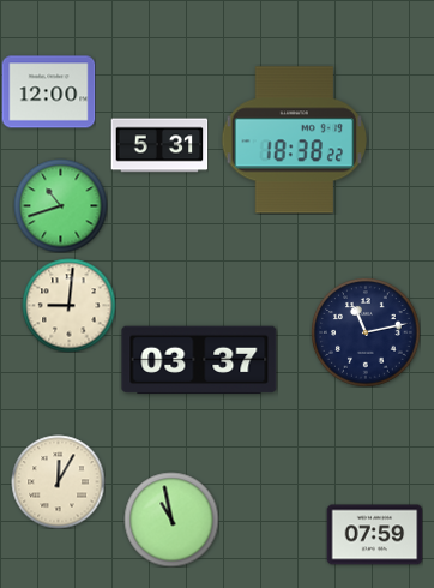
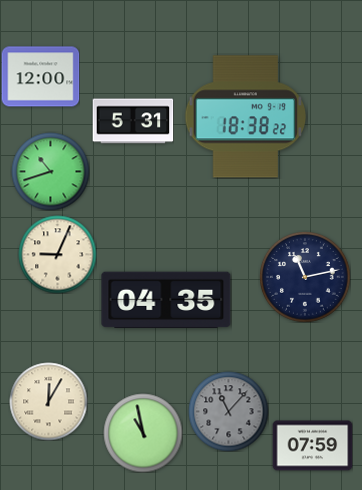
clock at (68, 305): 9:01 -> 9:04
clock at (199, 360): 03:37 -> 04:35
clock at (228, 411): none -> 11:07
